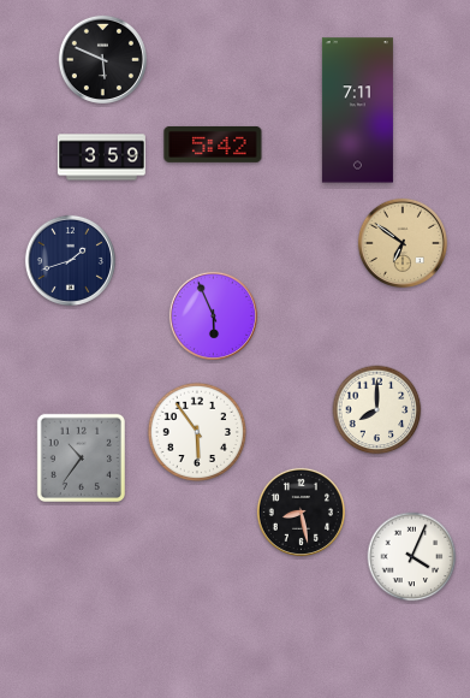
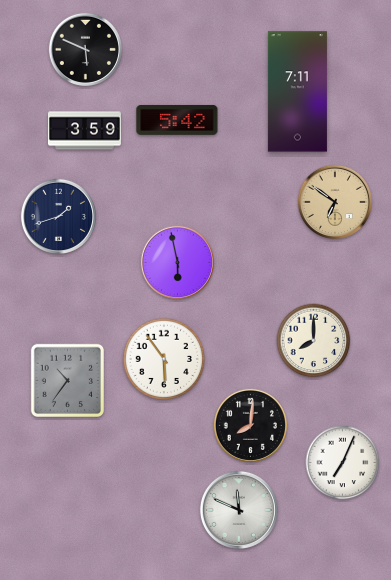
clock at (213, 315): 5:56 -> 5:58
clock at (301, 511): 8:28 -> 8:01
clock at (412, 557): 4:04 -> 7:04
clock at (239, 510): none -> 11:49
